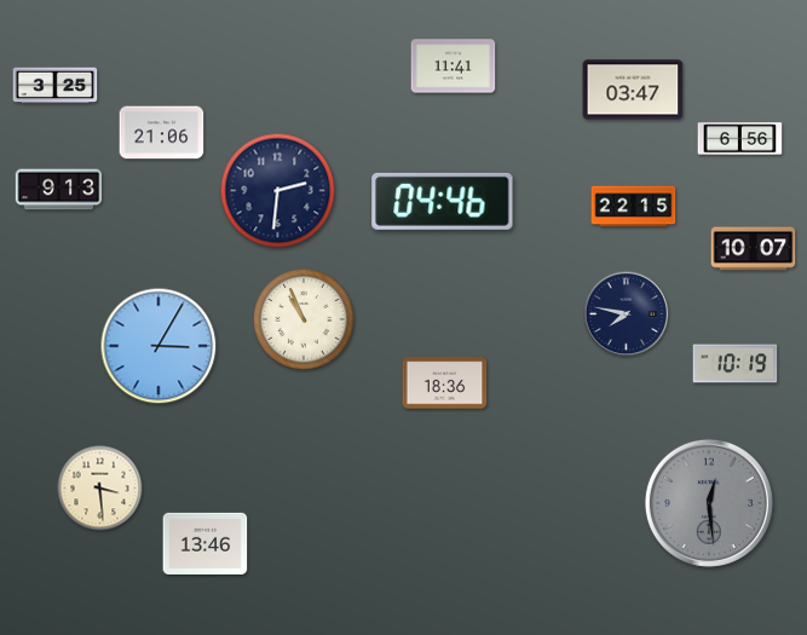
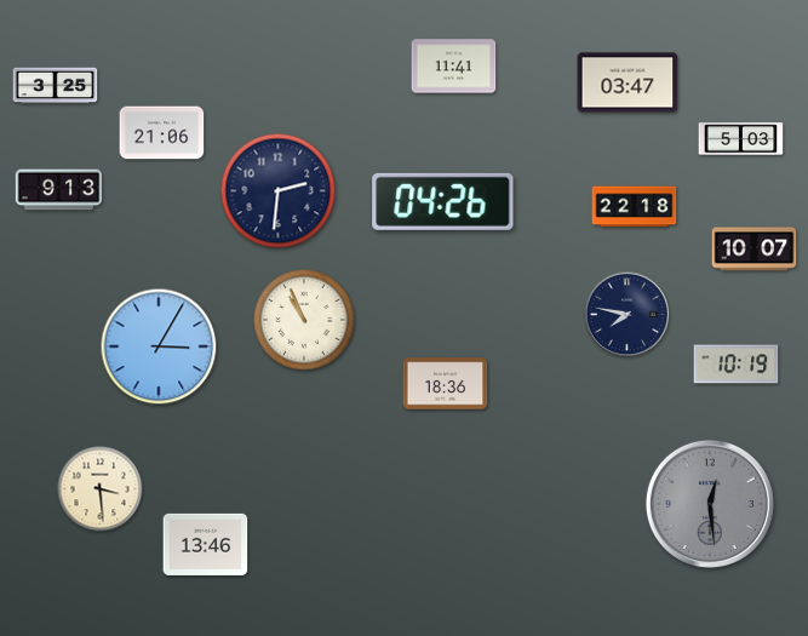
clock at (633, 90) position: (633, 90) -> (628, 82)
clock at (740, 139): 6:56 -> 5:03
clock at (443, 201): 04:46 -> 04:26
clock at (634, 207): 22:15 -> 22:18
